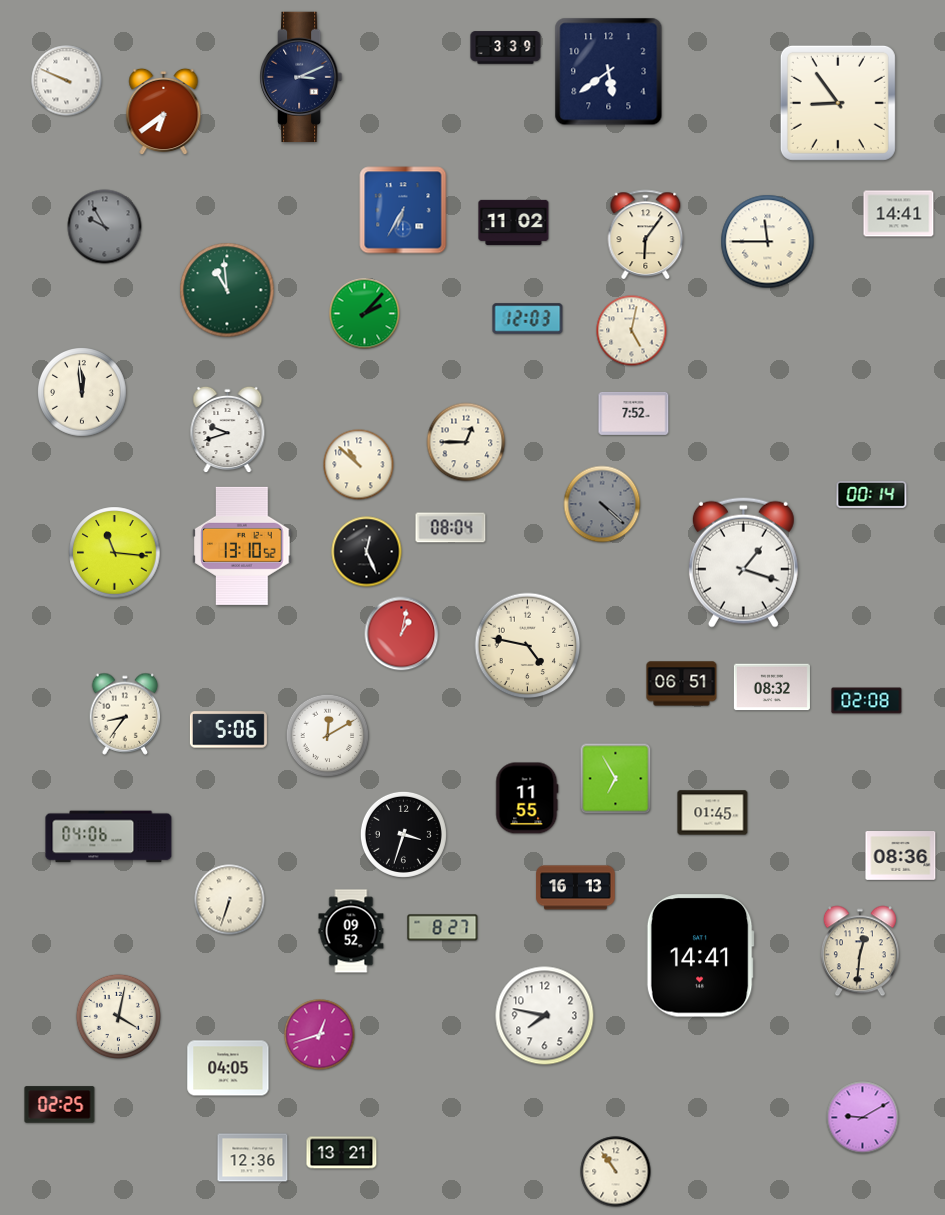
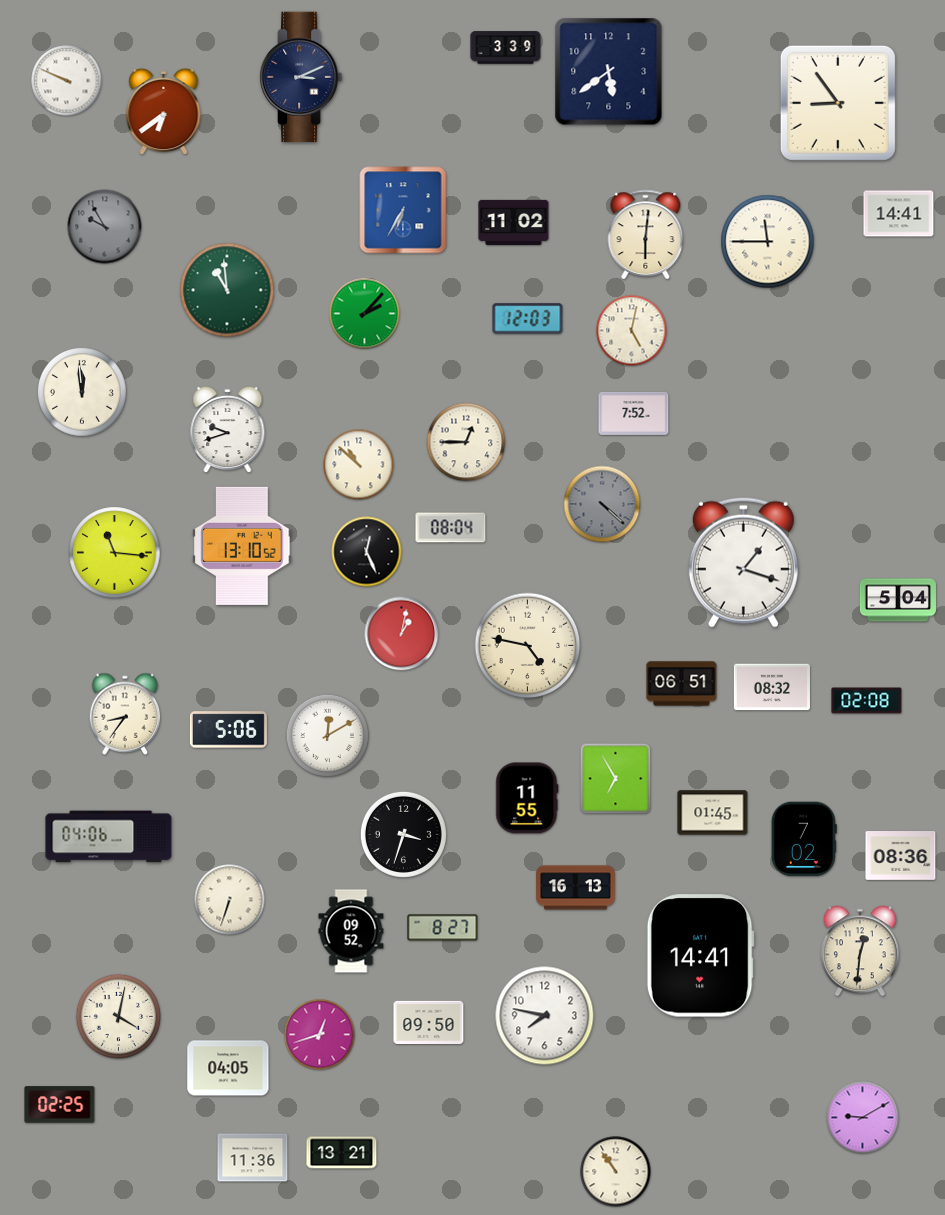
clock at (646, 234): 6:06 -> 6:01
clock at (872, 494): 00:14 -> none
clock at (898, 600): none -> 5:04
clock at (804, 839): none -> 7:02
clock at (429, 1022): none -> 09:50
clock at (253, 1158): 12:36 -> 11:36
